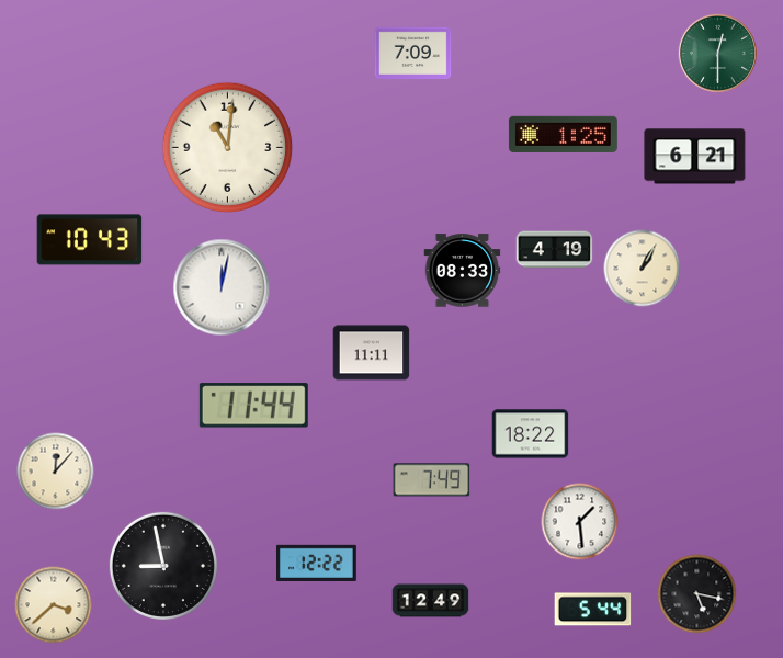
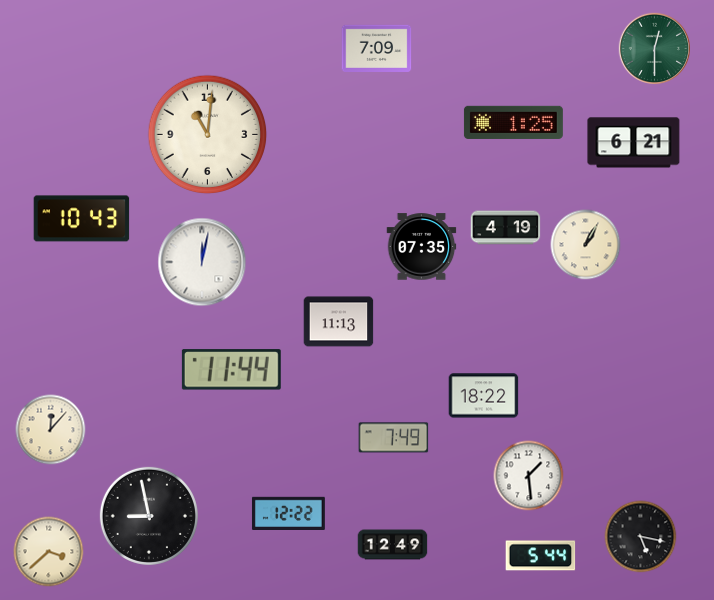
clock at (463, 271): 08:33 -> 07:35
clock at (372, 353): 11:11 -> 11:13
clock at (697, 594) position: (697, 594) -> (641, 537)
clock at (431, 601) position: (431, 601) -> (393, 545)
